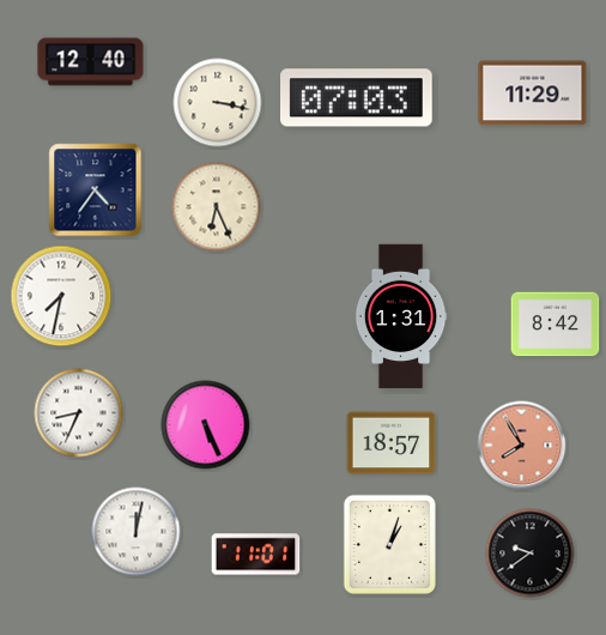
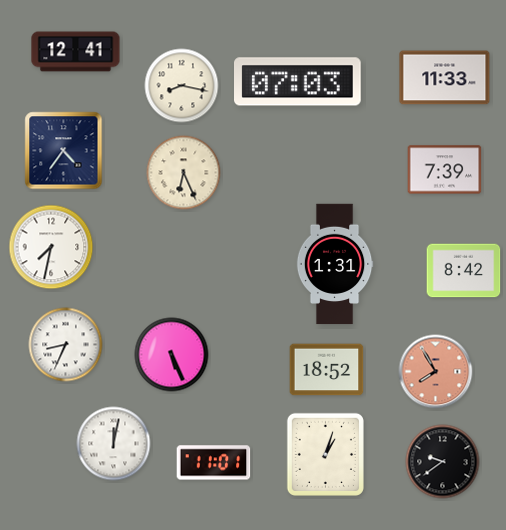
clock at (91, 62): 12:40 -> 12:41
clock at (533, 93): 11:29 -> 11:33
clock at (218, 103): 3:17 -> 8:17
clock at (96, 190) position: (96, 190) -> (64, 151)
clock at (445, 170): none -> 7:39
clock at (217, 207) position: (217, 207) -> (184, 173)
clock at (392, 443): 18:57 -> 18:52
